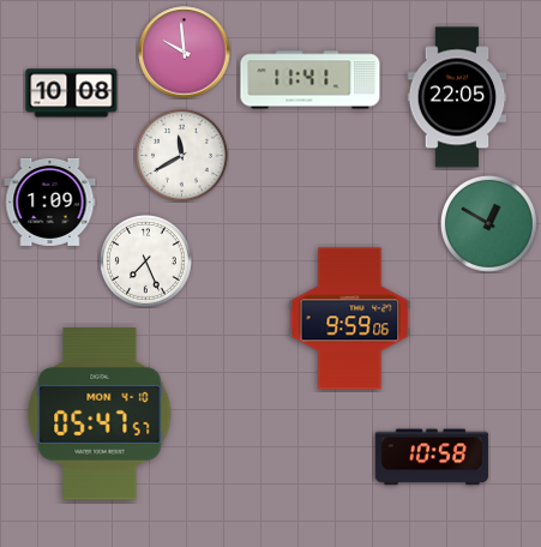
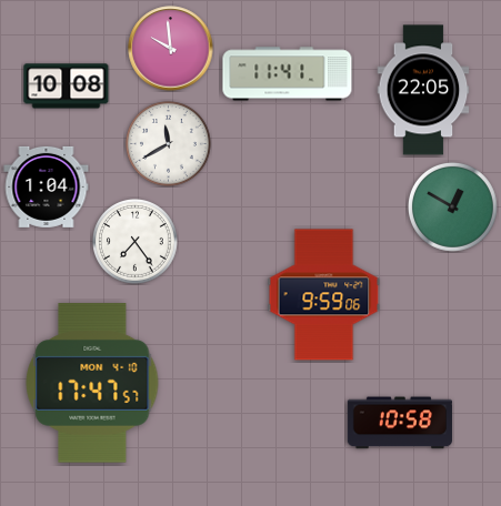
clock at (50, 202): 1:09 -> 1:04
clock at (146, 262): 7:26 -> 7:24
clock at (100, 414): 05:47 -> 17:47
